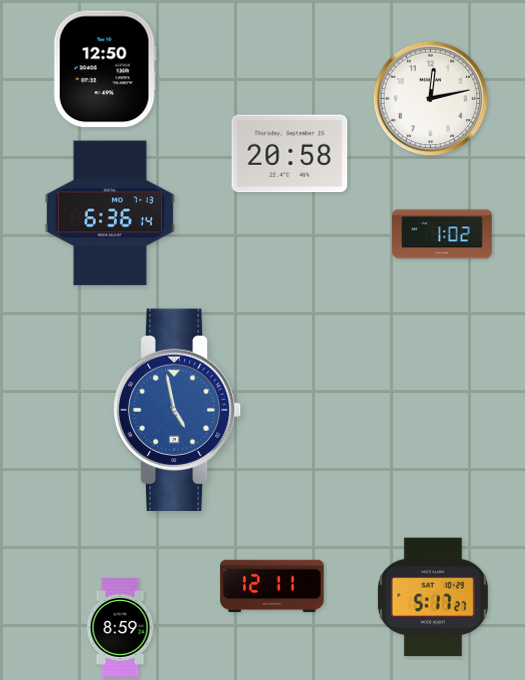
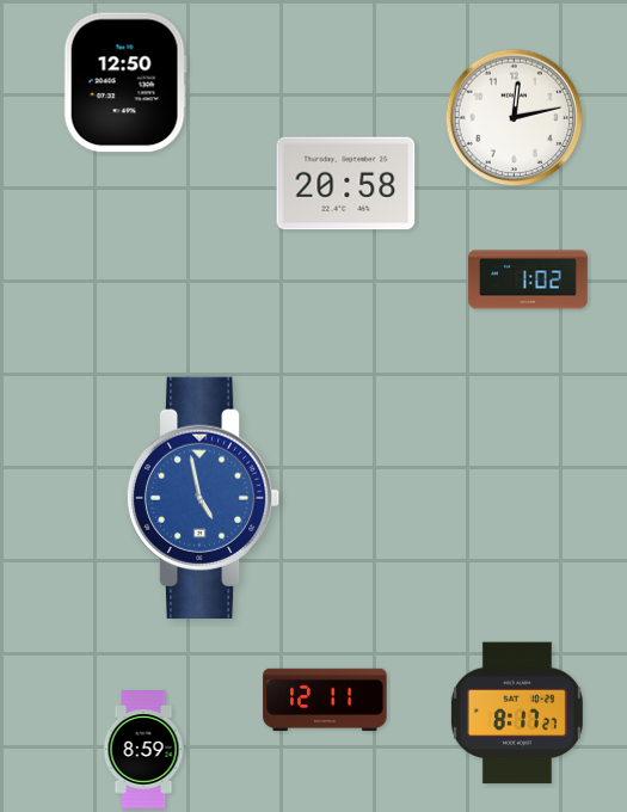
clock at (110, 213): 6:36 -> none
clock at (177, 409) position: (177, 409) -> (203, 497)
clock at (433, 597): 5:17 -> 8:17
